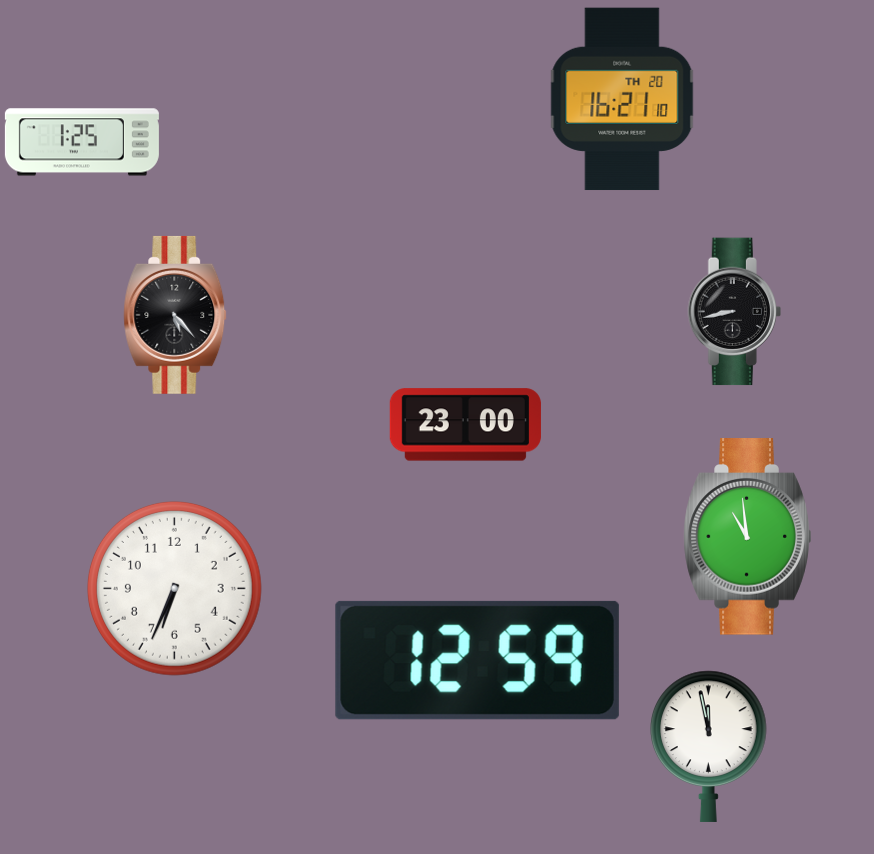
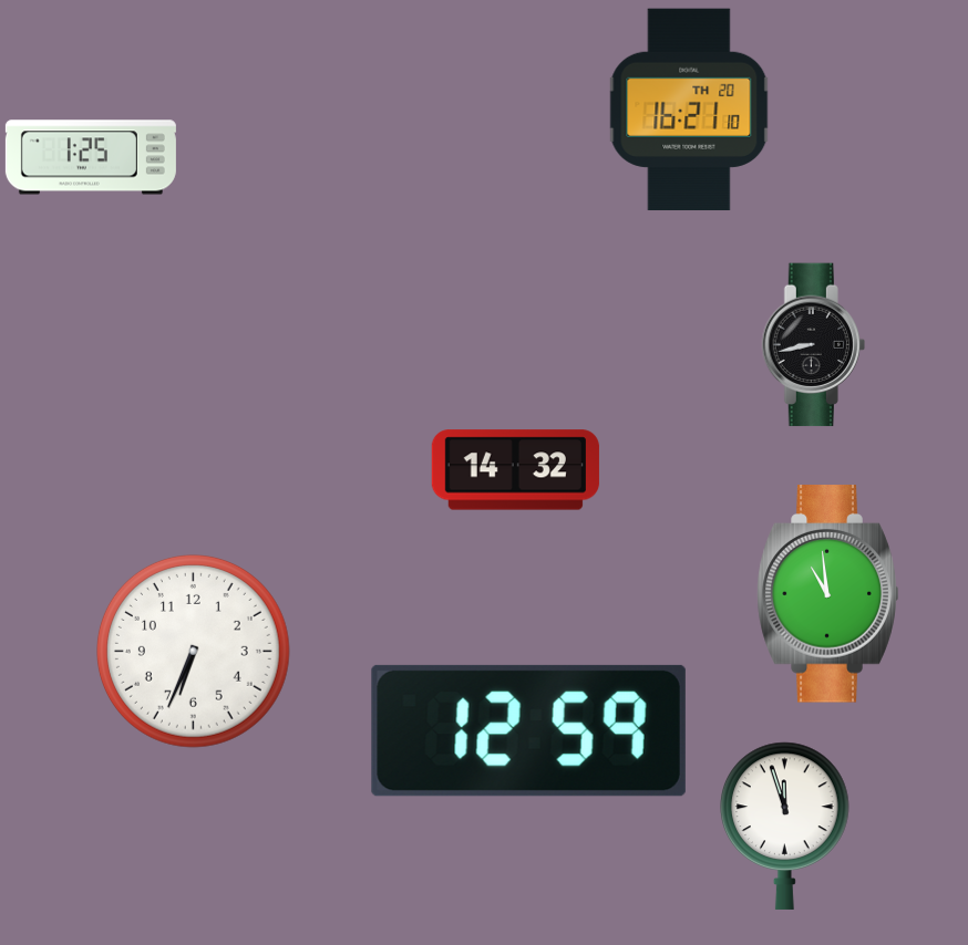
clock at (175, 315): 5:23 -> none
clock at (465, 425): 23:00 -> 14:32
clock at (709, 746): 11:58 -> 11:57
